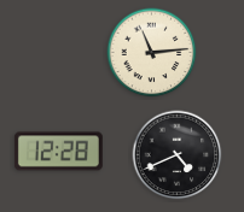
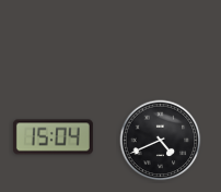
clock at (152, 53): 11:14 -> none
clock at (58, 152): 12:28 -> 15:04
